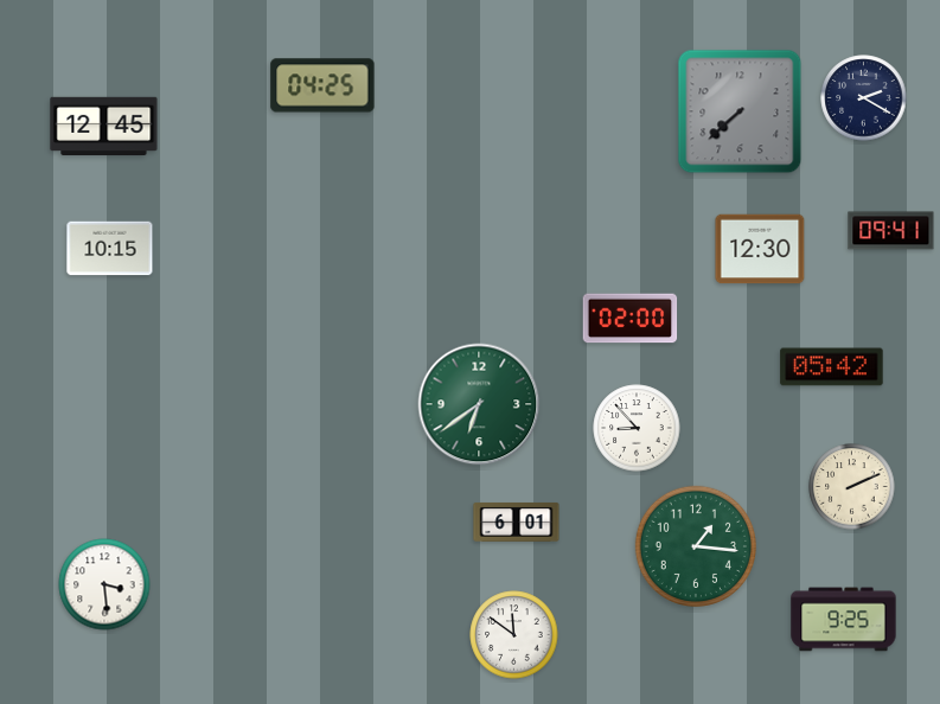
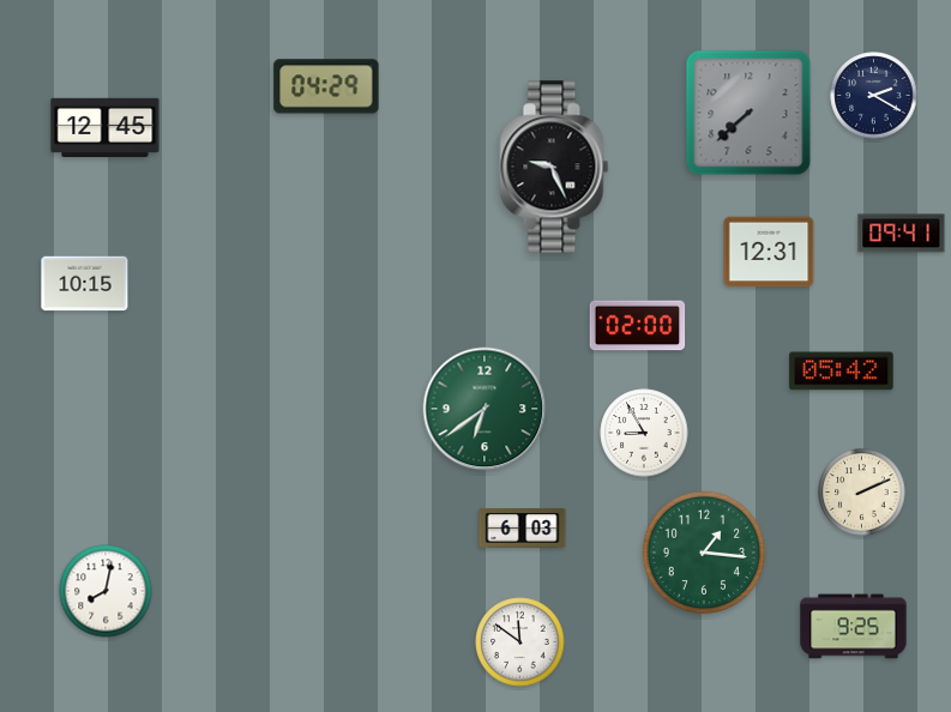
clock at (322, 85): 04:25 -> 04:29
clock at (864, 98) position: (864, 98) -> (874, 96)
clock at (554, 167): none -> 9:26
clock at (110, 249) position: (110, 249) -> (85, 284)
clock at (760, 249): 12:30 -> 12:31
clock at (631, 319) position: (631, 319) -> (638, 326)
clock at (637, 428): 8:53 -> 8:55
clock at (517, 521): 6:01 -> 6:03
clock at (104, 584): 3:29 -> 8:02
